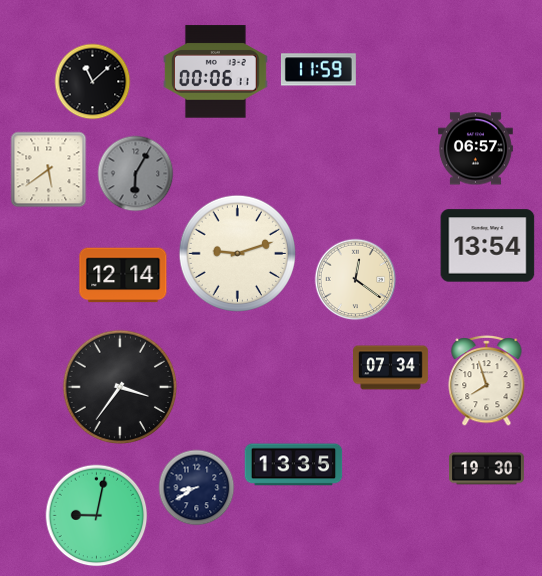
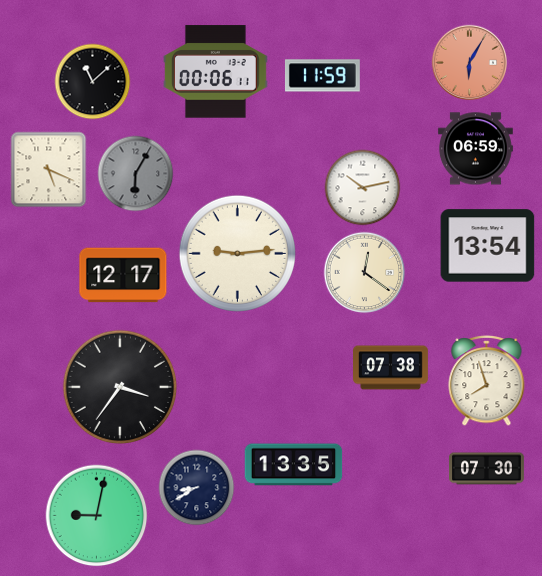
clock at (470, 63): none -> 6:05
clock at (318, 70) position: (318, 70) -> (322, 76)
clock at (475, 149): 06:57 -> 06:59
clock at (49, 170): 5:39 -> 5:19
clock at (363, 188): none -> 10:13
clock at (237, 253): 9:12 -> 9:14
clock at (123, 275): 12:14 -> 12:17
clock at (356, 280) position: (356, 280) -> (365, 273)
clock at (391, 368): 07:34 -> 07:38
clock at (487, 469): 19:30 -> 07:30
